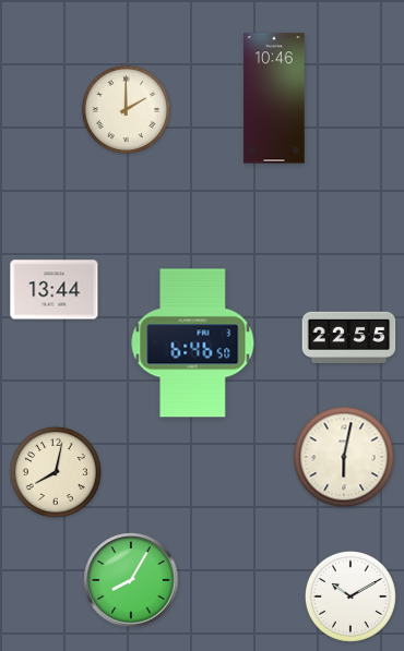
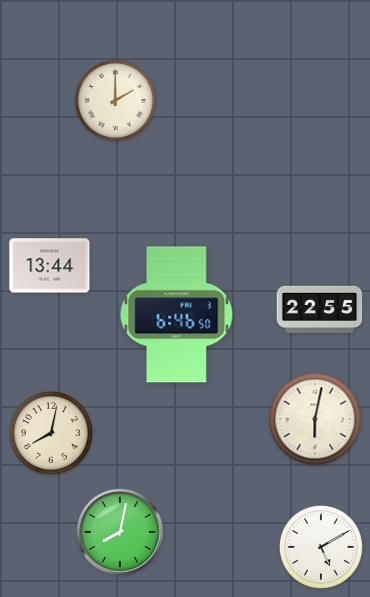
clock at (274, 98): 10:46 -> none
clock at (131, 580): 8:05 -> 8:02
clock at (350, 596): 10:10 -> 5:10
